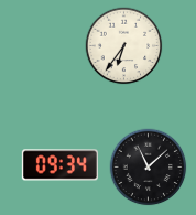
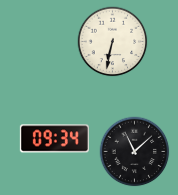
clock at (124, 46): 6:36 -> 6:32
clock at (59, 165) position: (59, 165) -> (54, 139)
